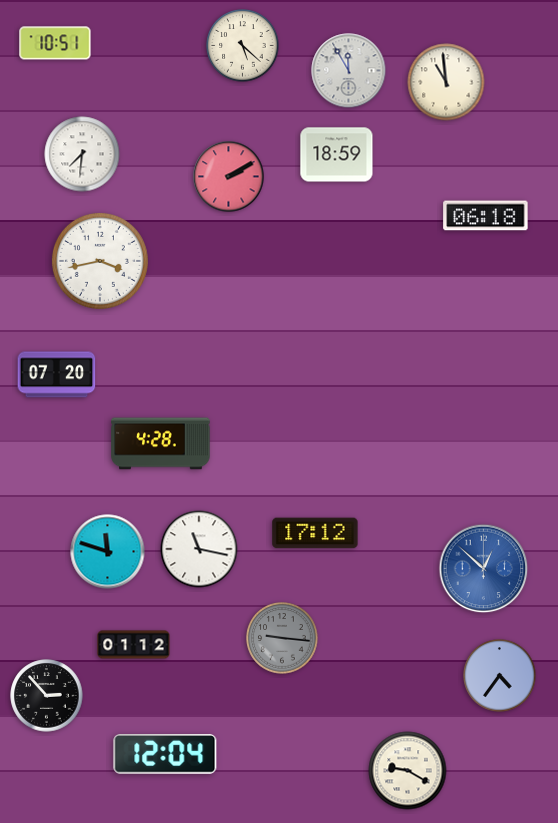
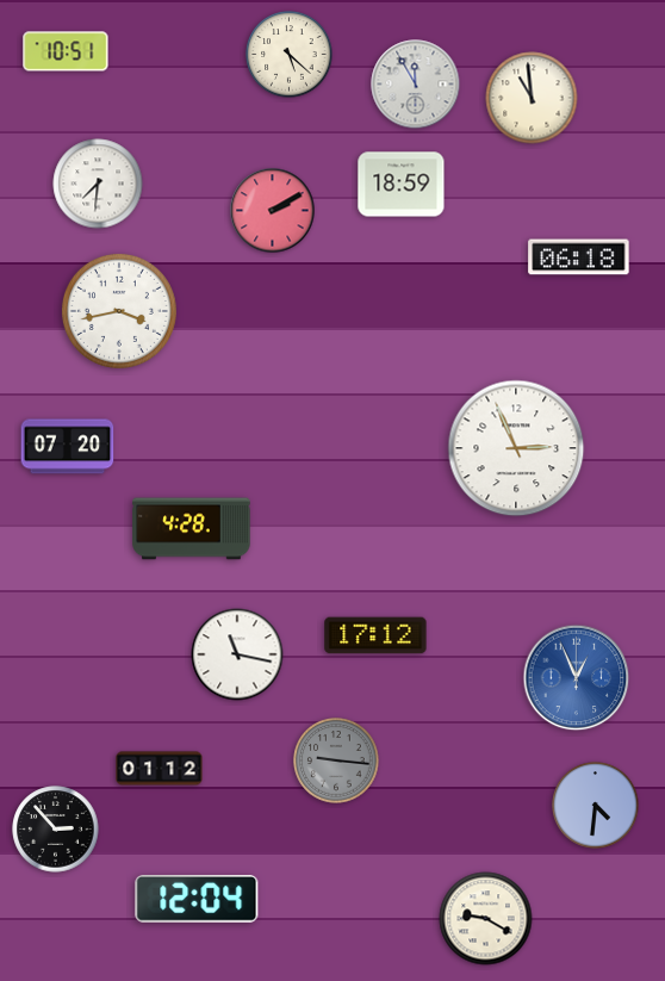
clock at (516, 448): none -> 2:56
clock at (108, 552): 11:48 -> none
clock at (484, 569): 12:52 -> 12:56
clock at (500, 676): 4:36 -> 4:31
